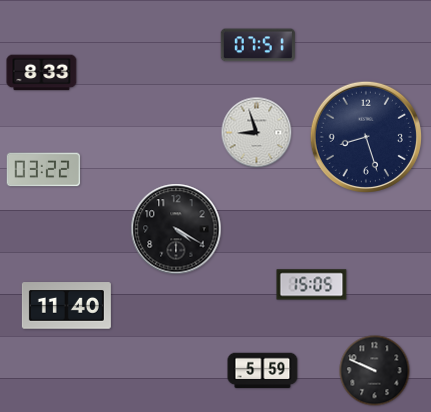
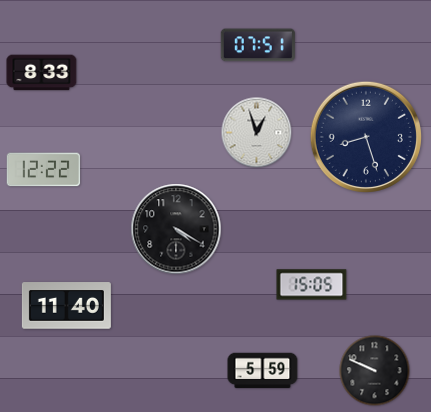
clock at (257, 133): 8:57 -> 12:57
clock at (44, 170): 03:22 -> 12:22
